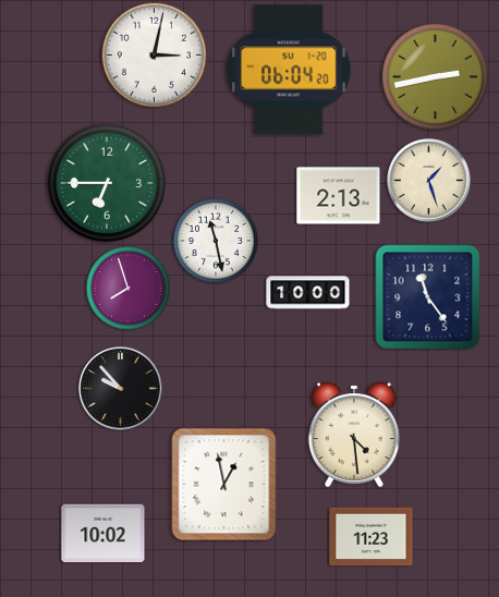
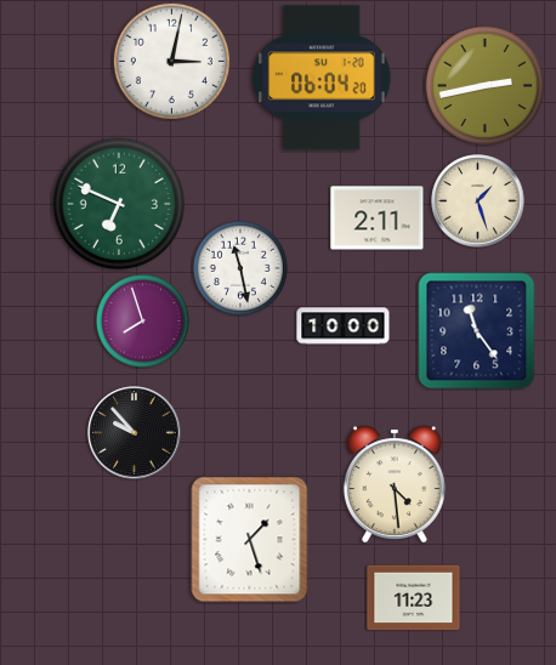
clock at (107, 183): 6:45 -> 6:49
clock at (339, 196): 2:13 -> 2:11
clock at (224, 485): 12:58 -> 1:27
clock at (104, 534): 10:02 -> none
